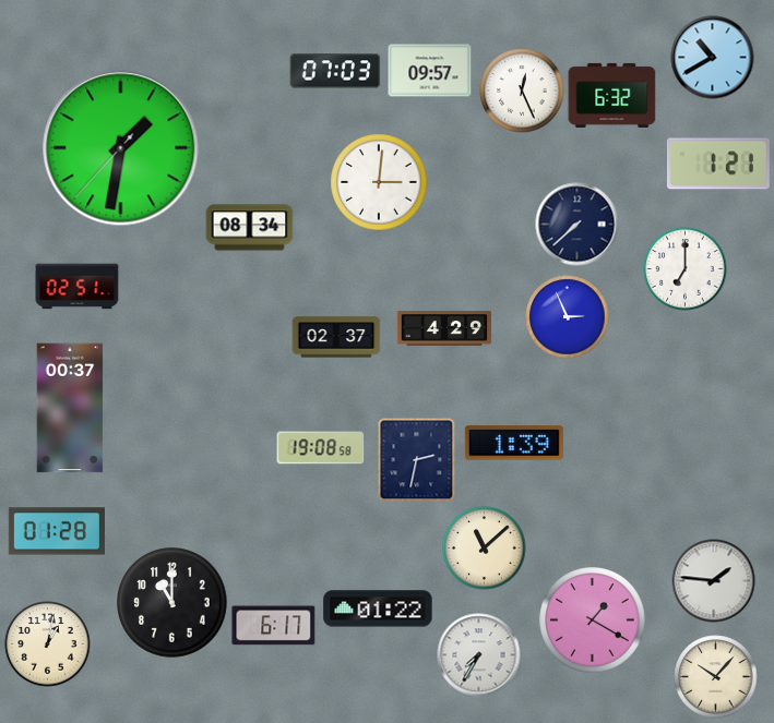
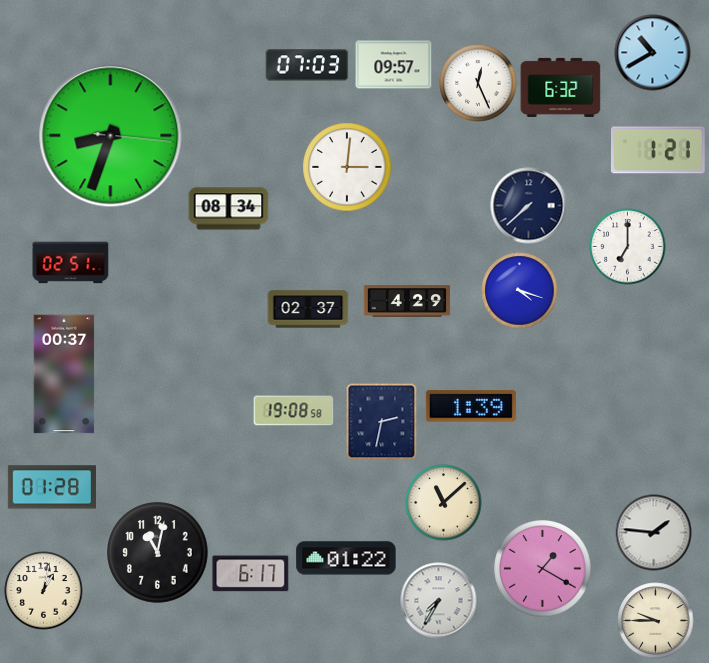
clock at (121, 148): 1:31 -> 8:33
clock at (568, 317): 2:56 -> 4:18
clock at (172, 603): 11:00 -> 11:02
clock at (716, 677): 10:07 -> 9:45
